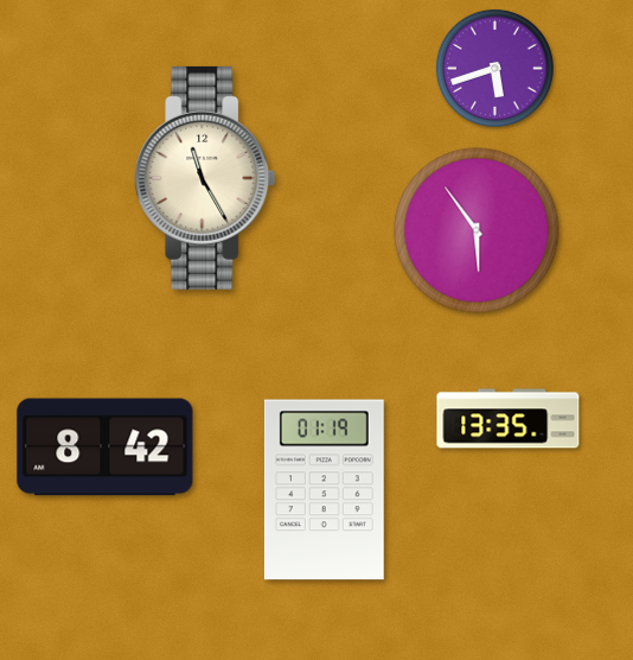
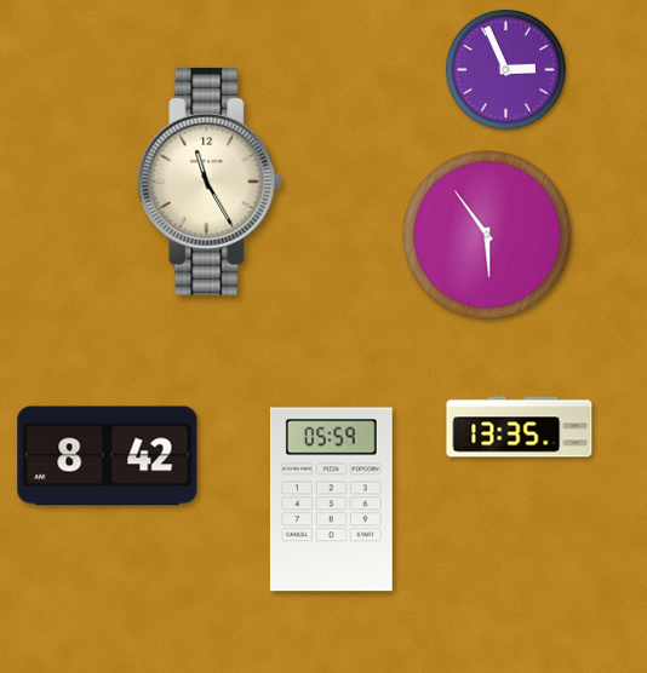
clock at (494, 68): 5:42 -> 2:56
clock at (324, 490): 01:19 -> 05:59
